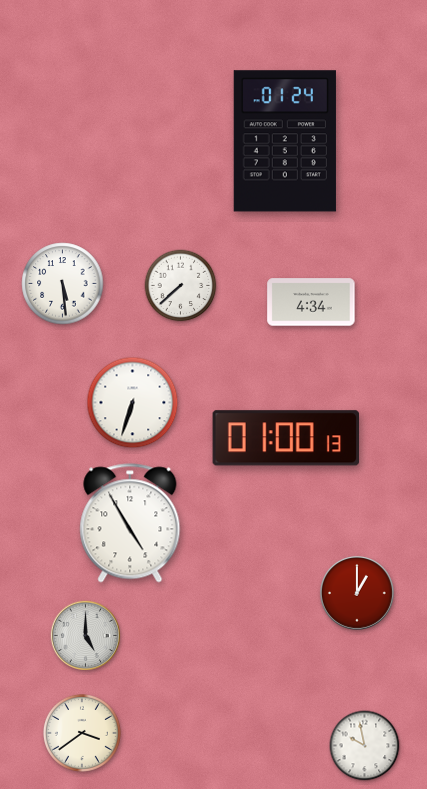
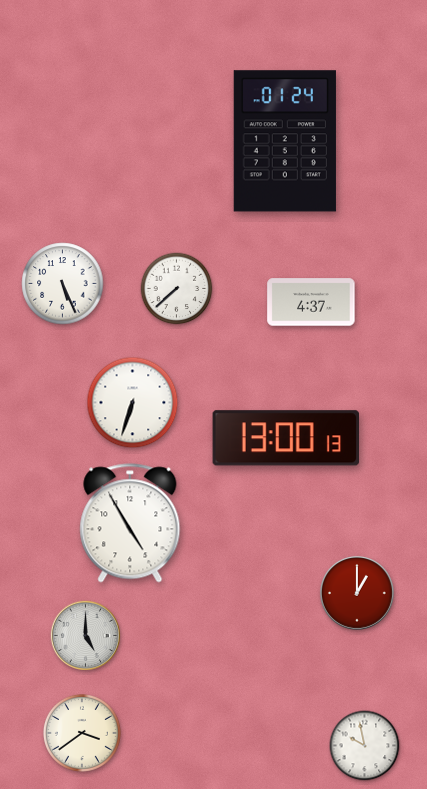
clock at (63, 284): 5:29 -> 5:26
clock at (181, 286) position: (181, 286) -> (177, 289)
clock at (311, 302): 4:34 -> 4:37
clock at (285, 438): 01:00 -> 13:00
